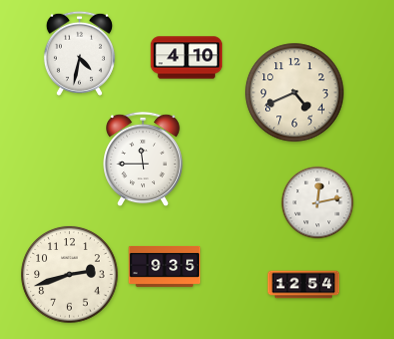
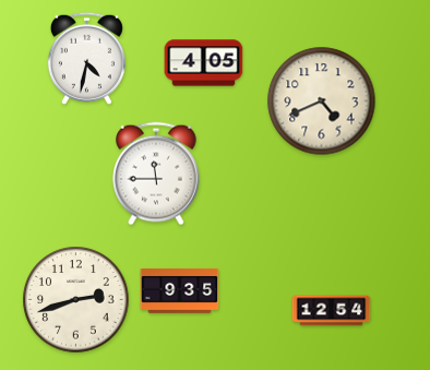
clock at (187, 58): 4:10 -> 4:05
clock at (318, 203): 12:13 -> none
